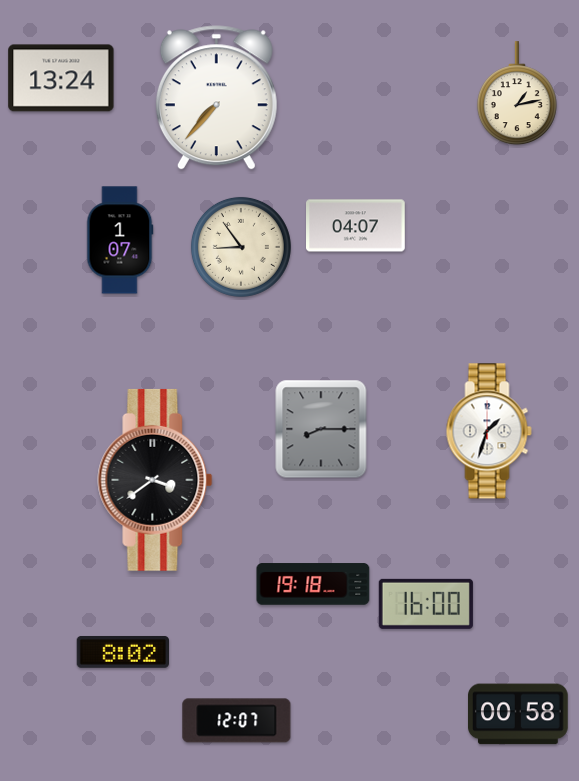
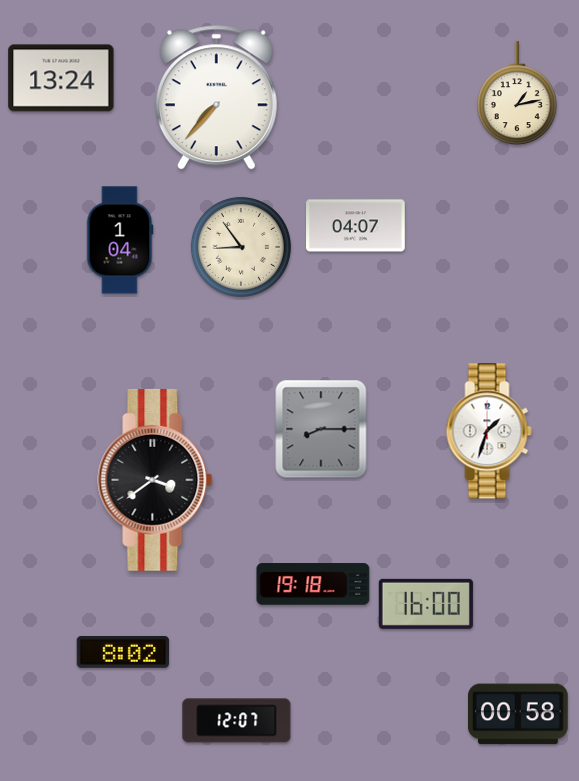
clock at (120, 240): 1:07 -> 1:04
